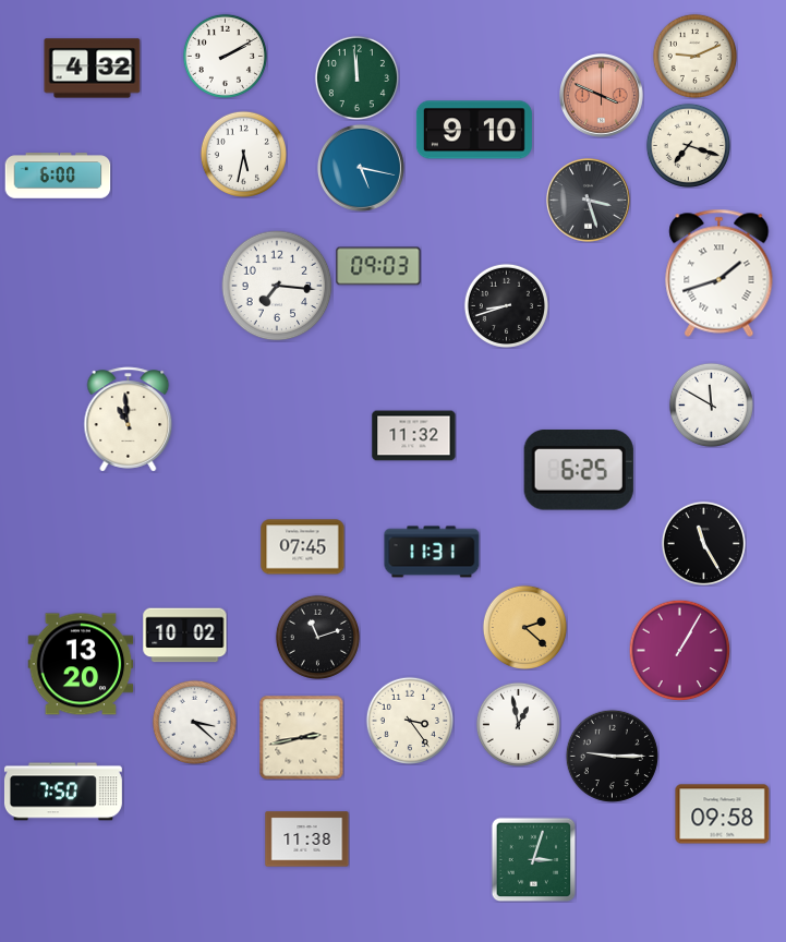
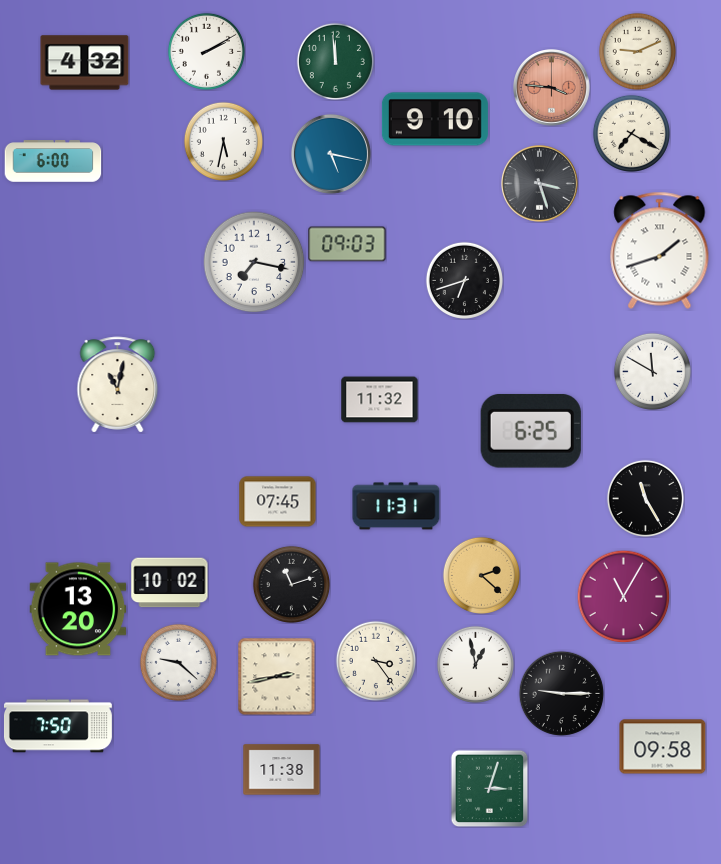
clock at (356, 77) position: (356, 77) -> (335, 61)
clock at (602, 96): 3:49 -> 3:46
clock at (688, 145): 7:18 -> 7:20
clock at (277, 286): 7:16 -> 7:17
clock at (506, 305): 8:42 -> 6:42
clock at (129, 420): 10:59 -> 11:02
clock at (679, 650): 1:05 -> 11:05
clock at (81, 664) position: (81, 664) -> (78, 609)
clock at (194, 722): 3:22 -> 9:22
